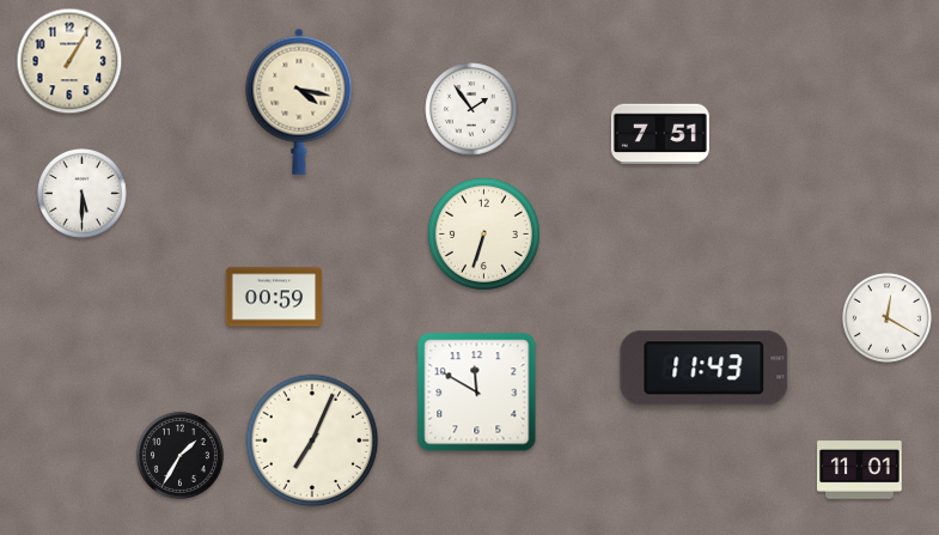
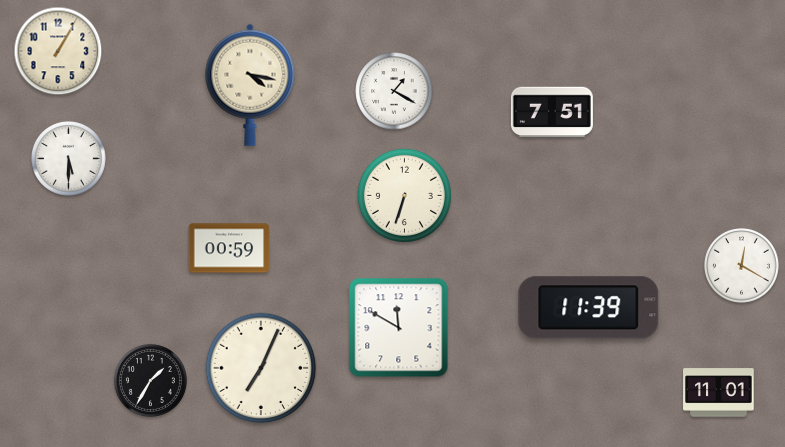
clock at (471, 109): 1:54 -> 1:20
clock at (83, 194) position: (83, 194) -> (69, 159)
clock at (705, 369): 11:43 -> 11:39
